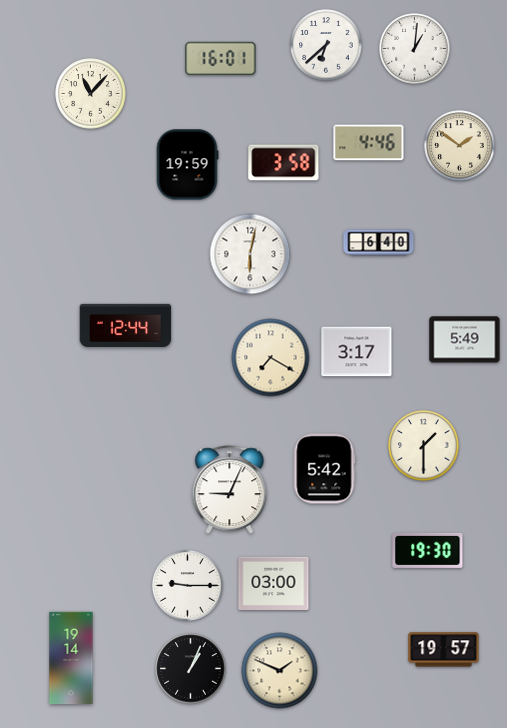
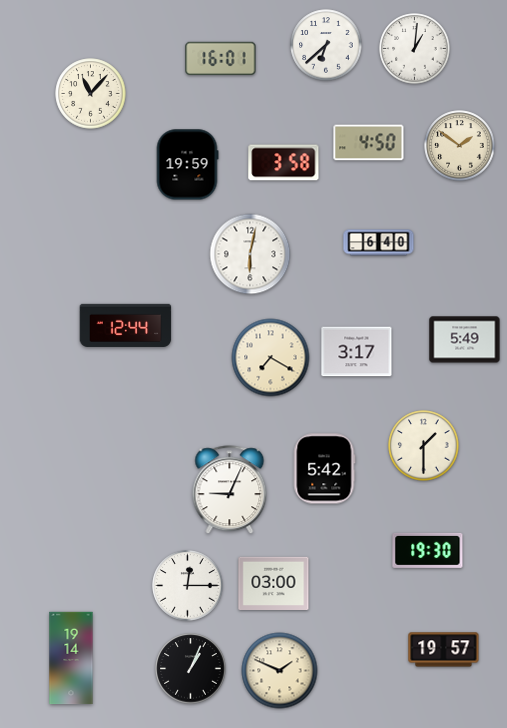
clock at (369, 143): 4:46 -> 4:50
clock at (188, 586): 9:15 -> 12:15
